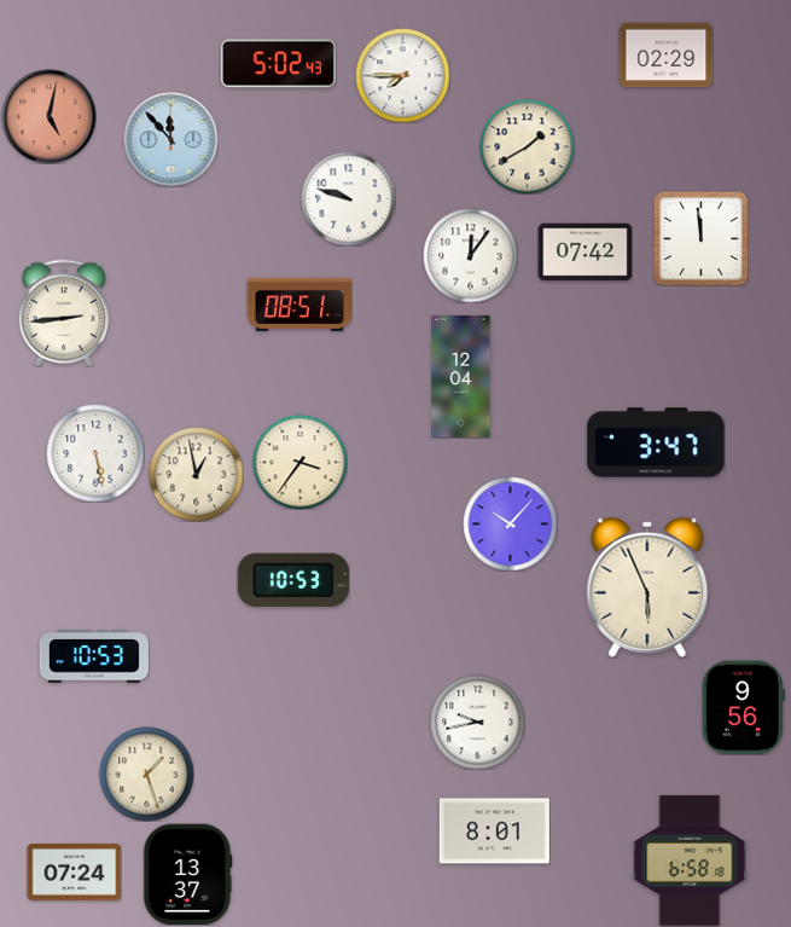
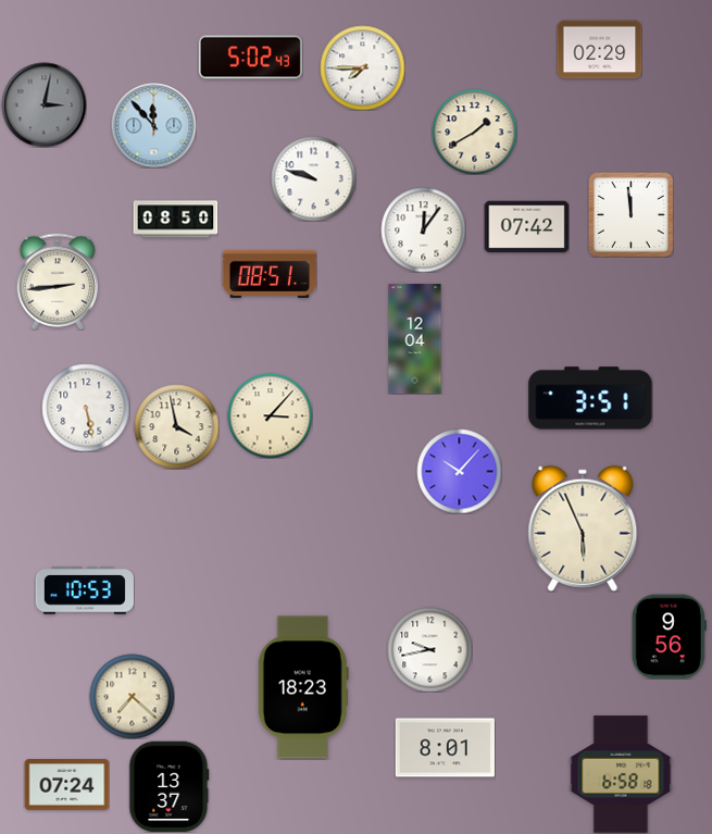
clock at (48, 116): 5:02 -> 3:02
clock at (48, 116) dial: salmon -> grey
clock at (175, 220): none -> 08:50
clock at (656, 442): 3:47 -> 3:51
clock at (299, 462): 3:36 -> 3:07
clock at (196, 474): 12:58 -> 3:58
clock at (293, 579): 10:53 -> none
clock at (303, 687): none -> 18:23
clock at (146, 774): 1:27 -> 7:22
